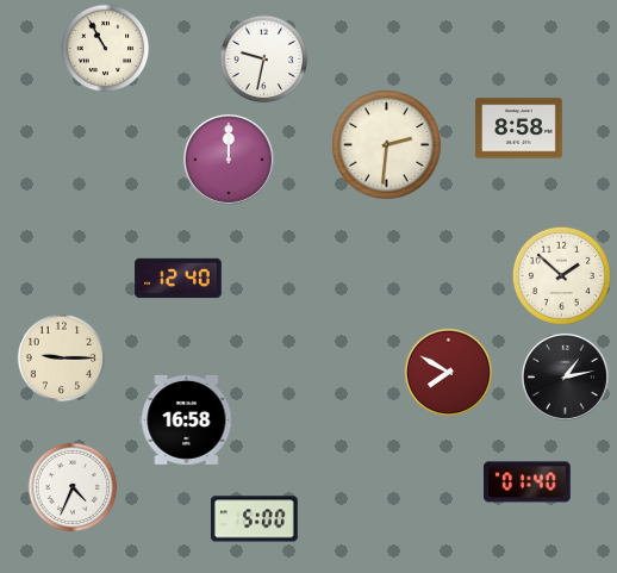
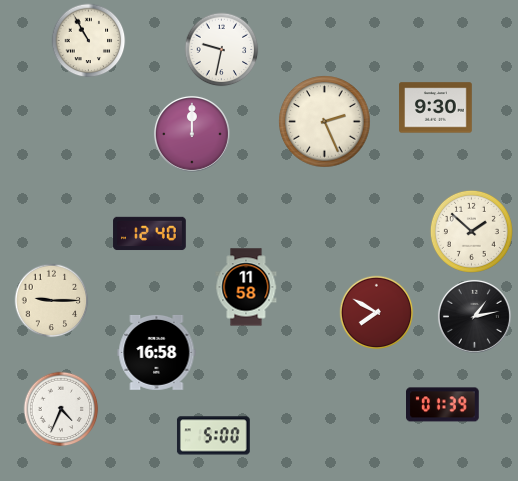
clock at (519, 129): 8:58 -> 9:30
clock at (387, 145): 2:31 -> 2:26
clock at (246, 287): none -> 11:58
clock at (528, 482): 01:40 -> 01:39
